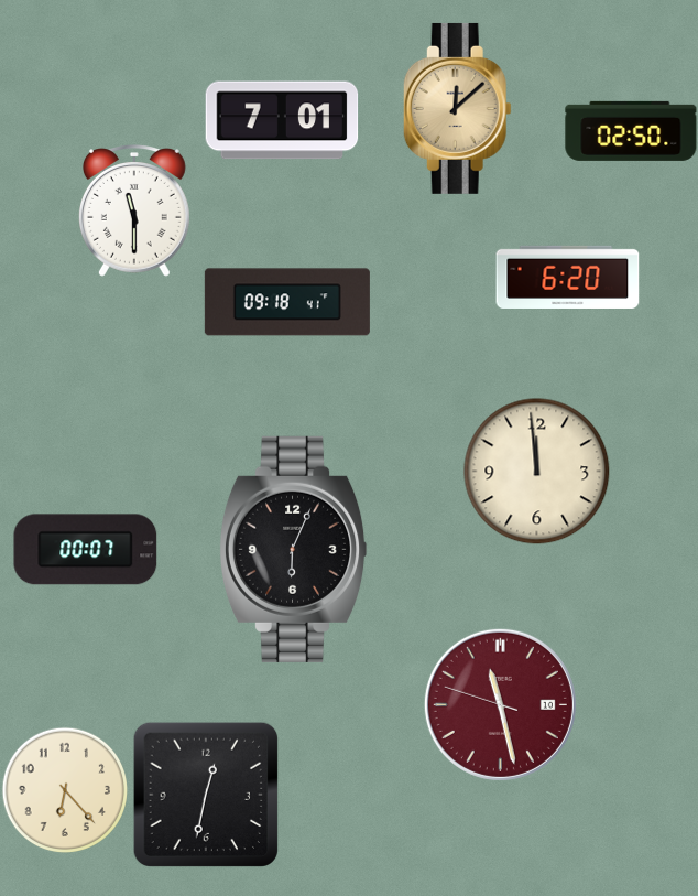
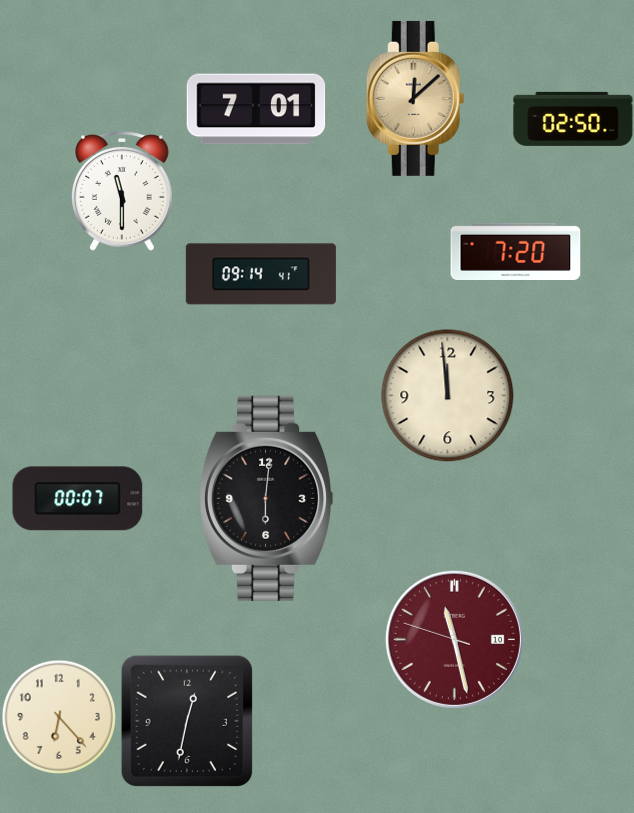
clock at (568, 277): 6:20 -> 7:20
clock at (287, 302): 09:18 -> 09:14
clock at (537, 472) position: (537, 472) -> (448, 396)
clock at (293, 549): 6:04 -> 6:01
